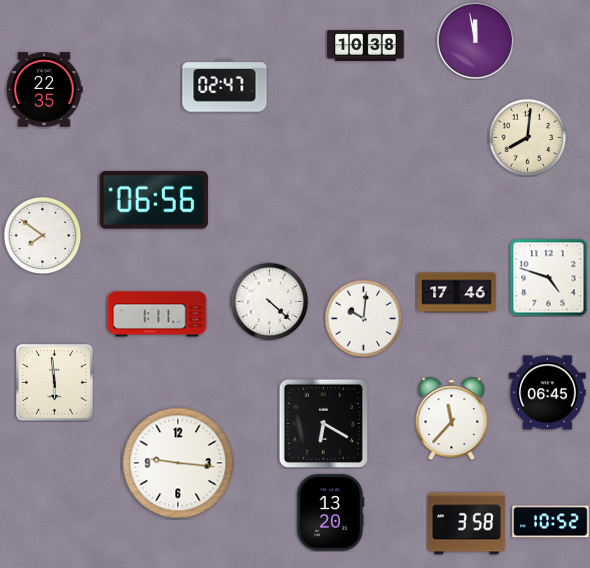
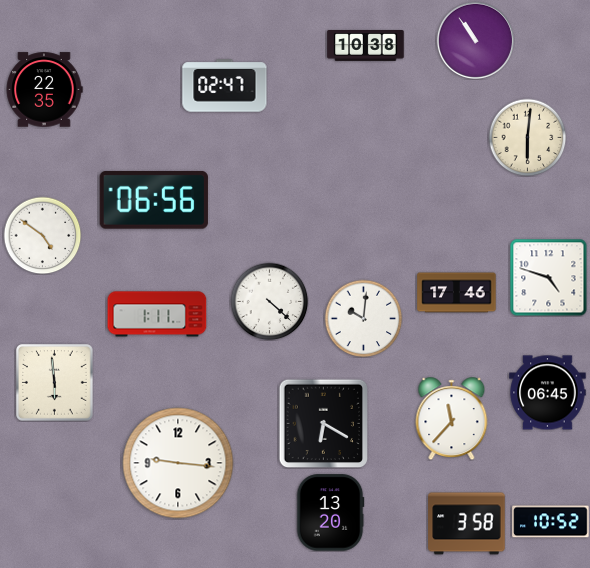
clock at (475, 40): 11:58 -> 10:54
clock at (527, 137): 8:01 -> 6:01
clock at (42, 235): 7:51 -> 4:51
